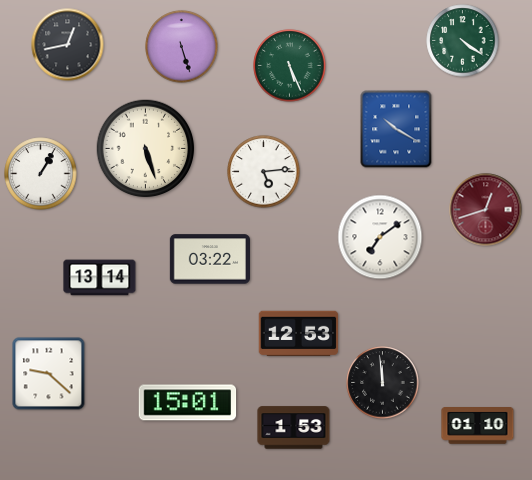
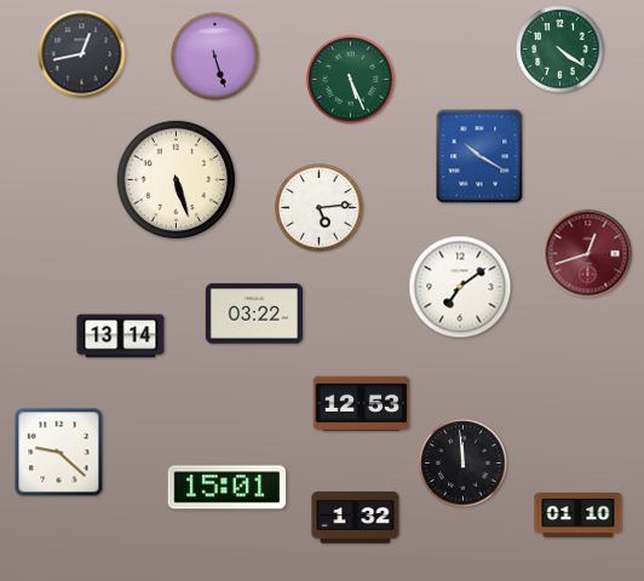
clock at (182, 47) position: (182, 47) -> (215, 57)
clock at (41, 174): 1:05 -> none
clock at (294, 428): 1:53 -> 1:32
